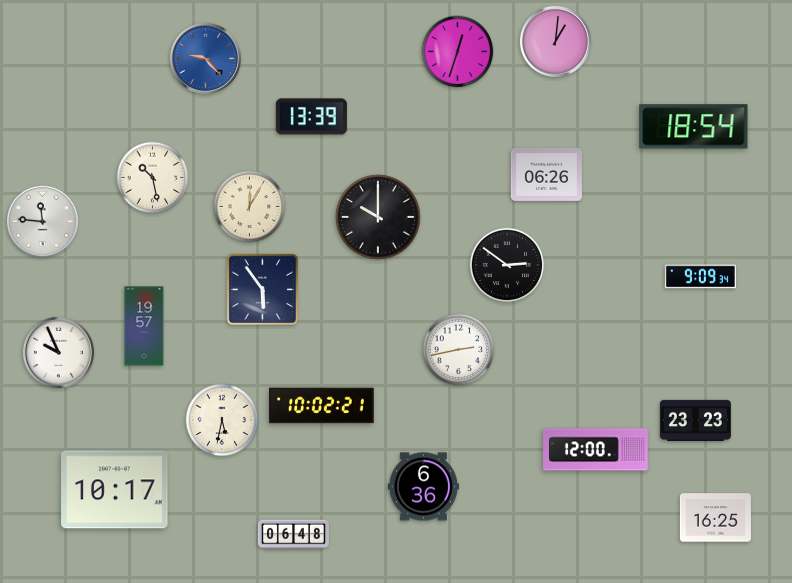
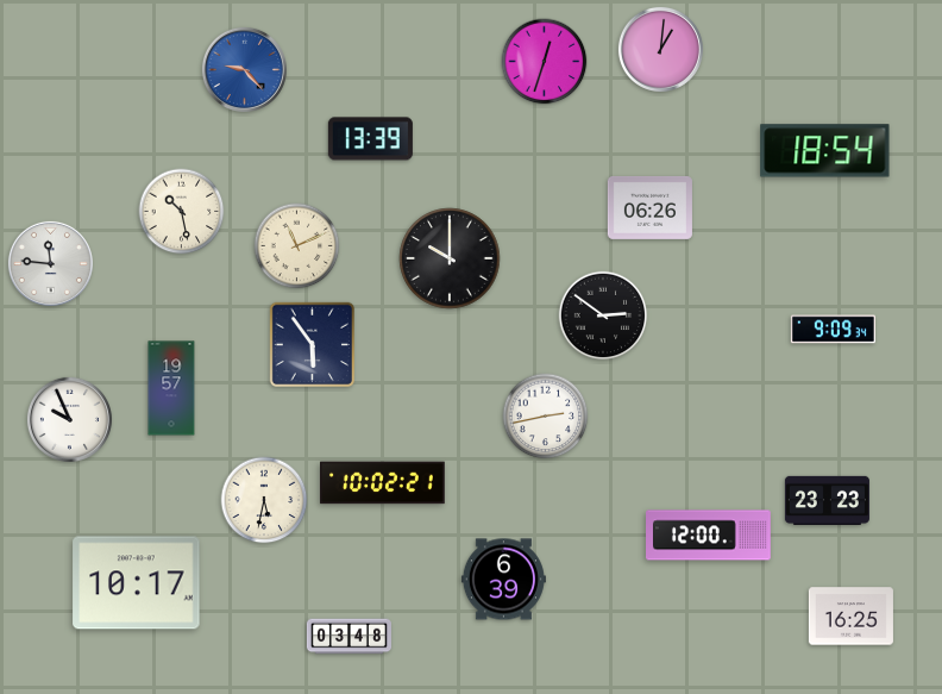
clock at (250, 207): 12:05 -> 11:11
clock at (423, 487): 6:36 -> 6:39
clock at (293, 535): 06:48 -> 03:48
